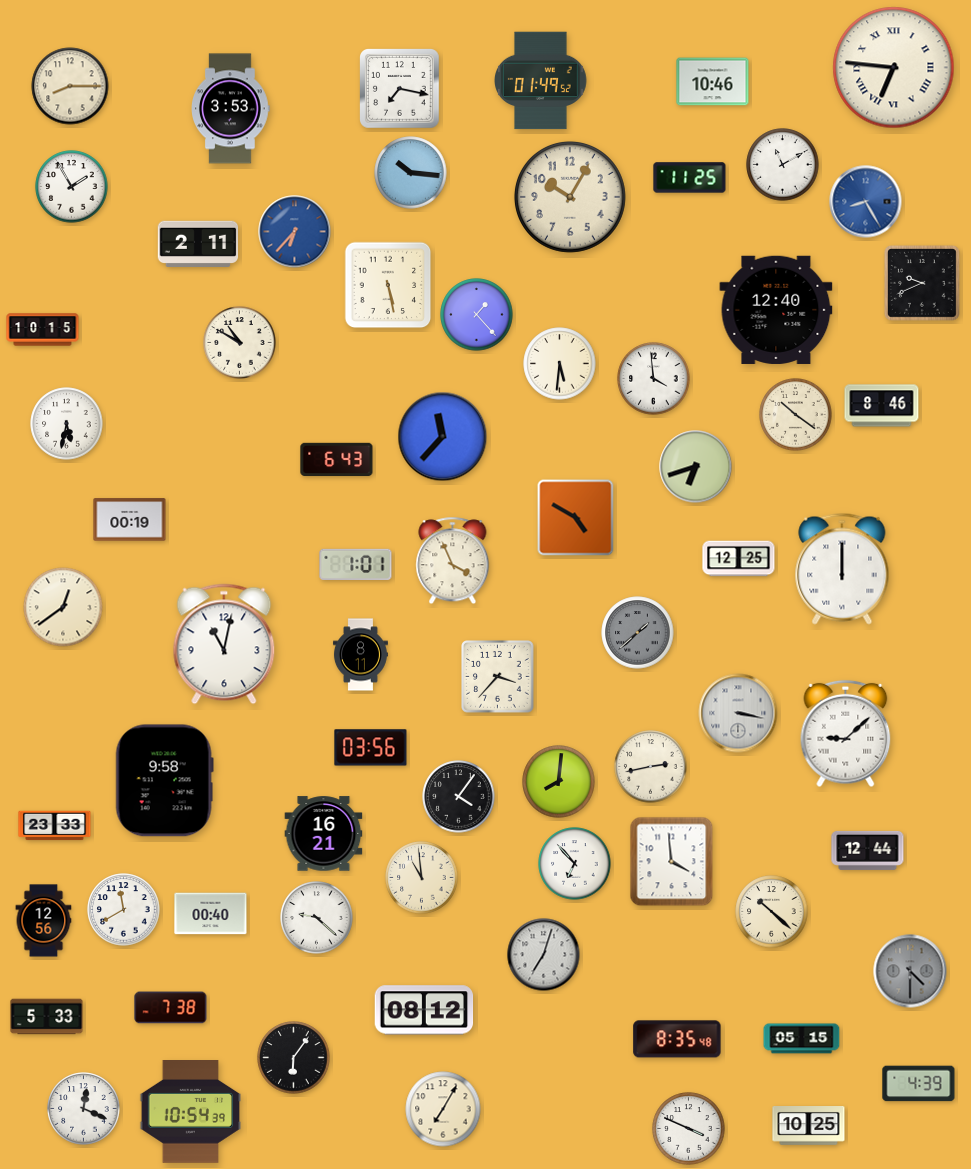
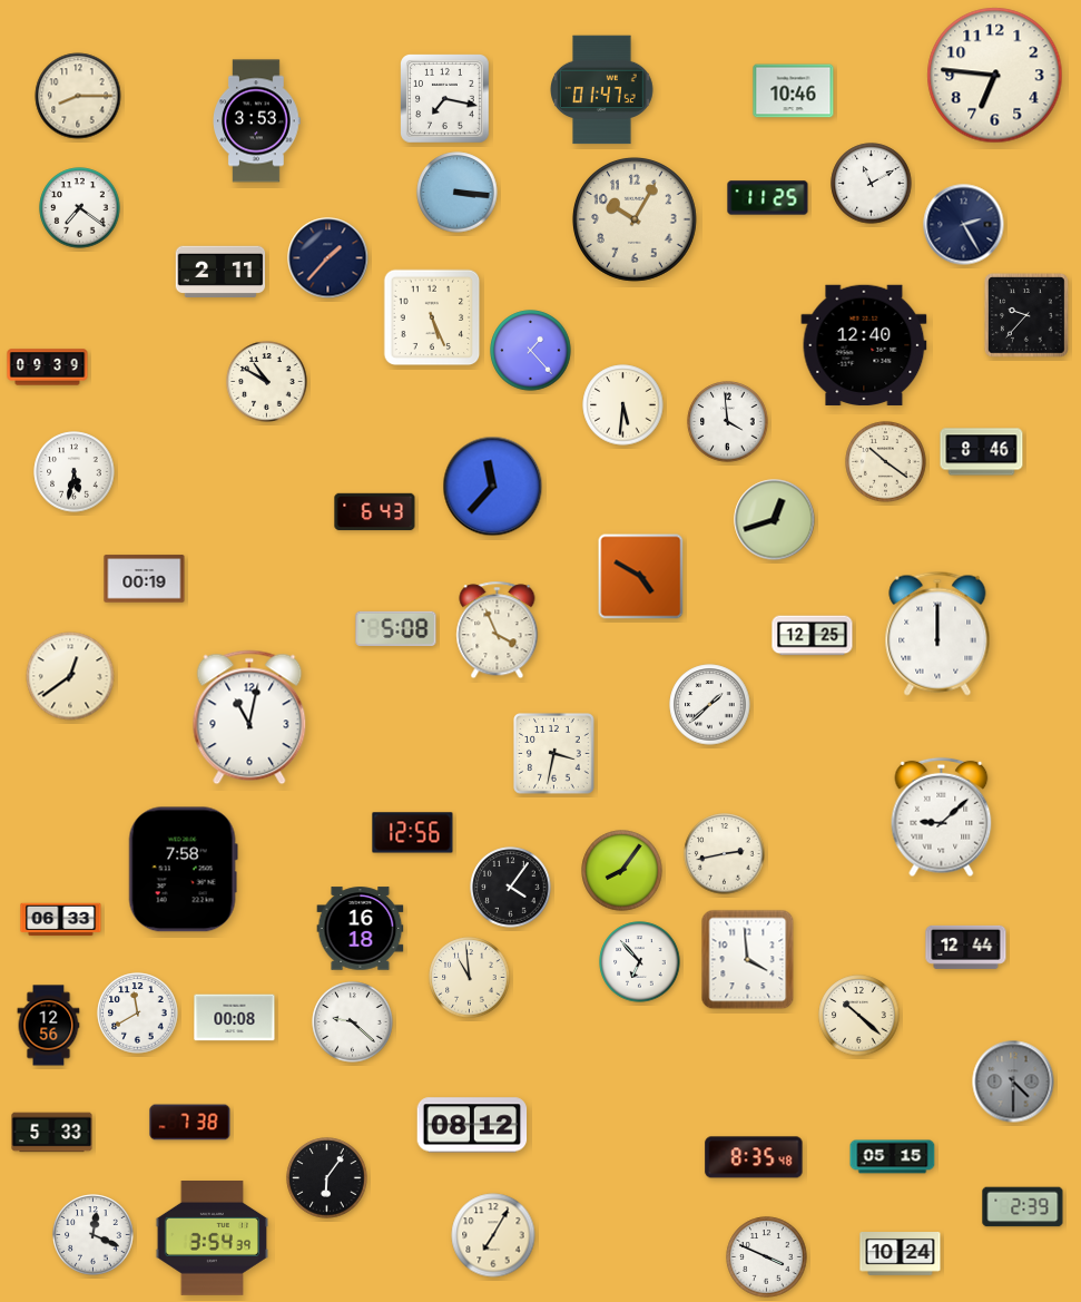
clock at (894, 68) numerals: Roman -> Arabic
clock at (541, 81): 01:49 -> 01:47
clock at (411, 173): 10:16 -> 3:16
clock at (72, 187): 1:55 -> 7:21
clock at (866, 202): 8:25 -> 2:25
clock at (866, 202) dial: blue -> navy
clock at (295, 232): 6:37 -> 1:37
clock at (295, 232) dial: blue -> navy
clock at (922, 283): 9:41 -> 9:37
clock at (388, 285): 5:28 -> 5:26
clock at (43, 330): 10:15 -> 09:39
clock at (696, 467): 6:42 -> 12:42
clock at (739, 559) position: (739, 559) -> (813, 636)
clock at (453, 561) position: (453, 561) -> (498, 630)
clock at (356, 564): 1:01 -> 5:08
clock at (638, 633) dial: grey -> white
clock at (360, 655): 8:11 -> none
clock at (498, 677): 3:37 -> 3:32
clock at (738, 713): 3:17 -> none
clock at (371, 748): 03:56 -> 12:56
clock at (164, 781): 9:58 -> 7:58
clock at (559, 782): 8:01 -> 8:06
clock at (55, 826): 23:33 -> 06:33
clock at (324, 834): 16:21 -> 16:18
clock at (211, 914): 00:40 -> 00:08
clock at (544, 955): 7:03 -> none
clock at (919, 1084): 4:39 -> 2:39
clock at (191, 1112): 10:54 -> 3:54
clock at (809, 1126): 10:25 -> 10:24
